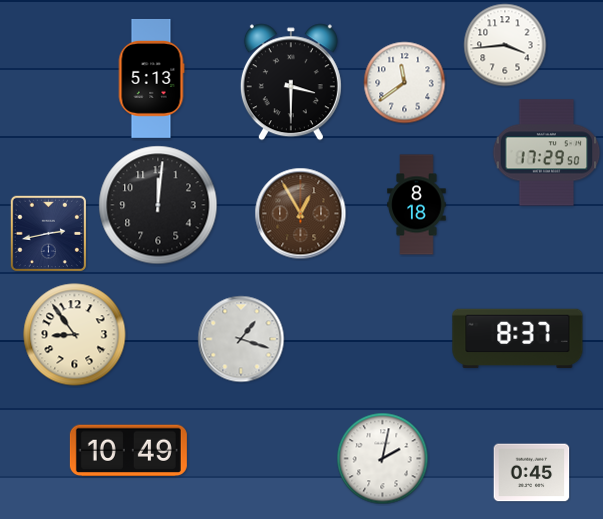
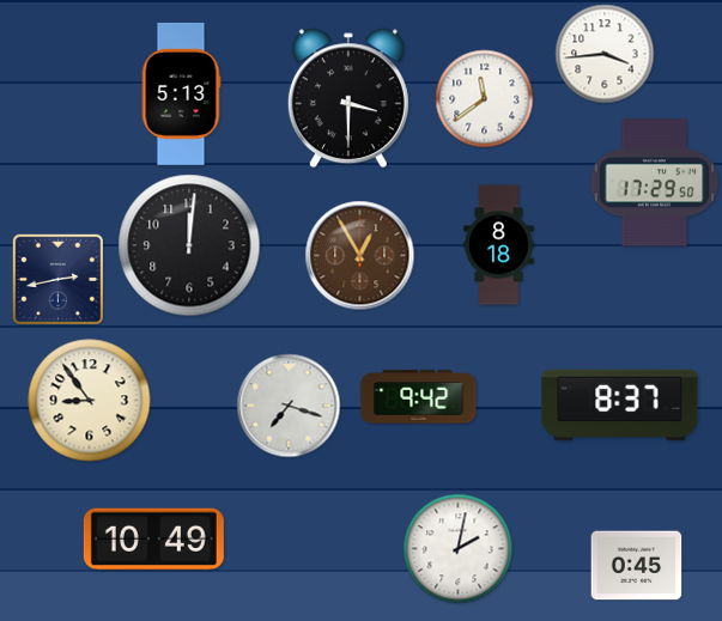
clock at (419, 397): none -> 9:42
clock at (241, 339): 1:18 -> 7:18
